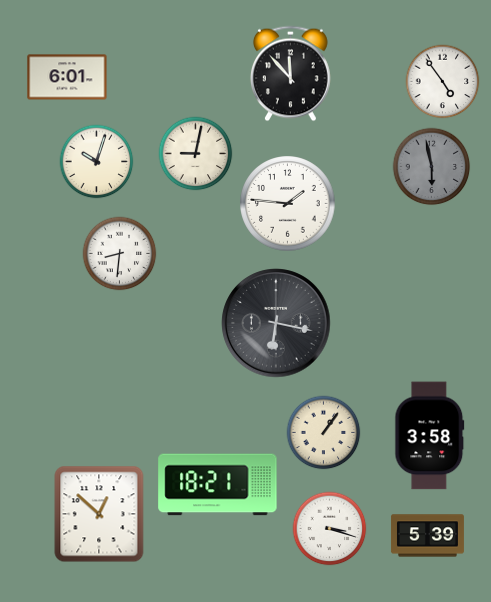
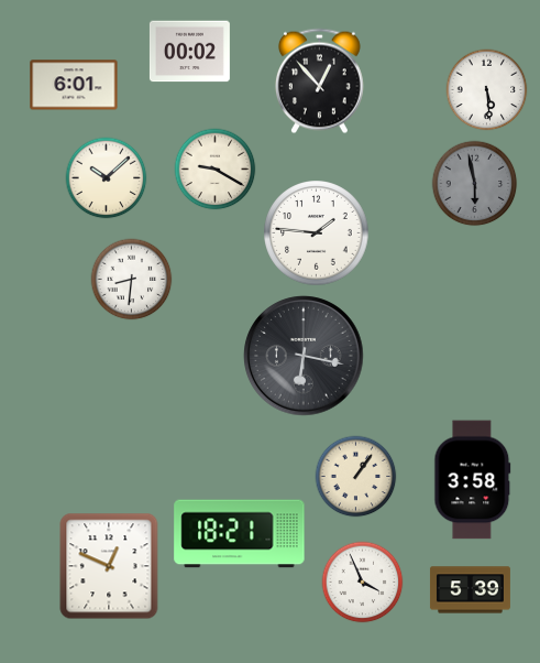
clock at (189, 52): none -> 00:02
clock at (290, 74): 11:53 -> 12:53
clock at (443, 82): 4:54 -> 5:29
clock at (196, 154): 9:02 -> 9:20
clock at (97, 162): 10:03 -> 10:08
clock at (288, 204) position: (288, 204) -> (317, 233)
clock at (99, 514): 12:52 -> 12:49
clock at (330, 529): 3:18 -> 3:56
